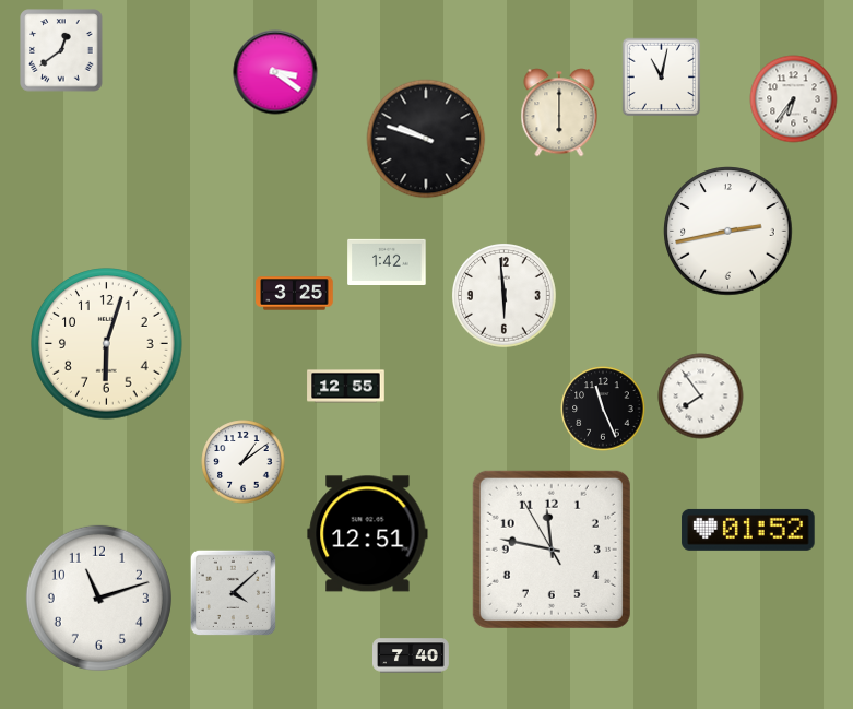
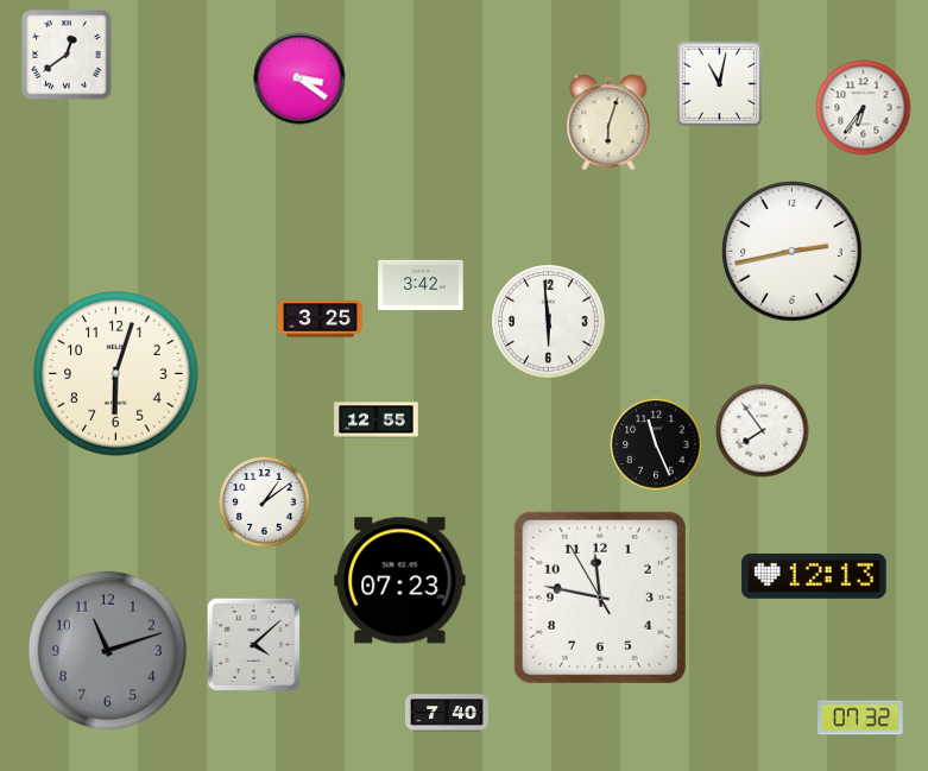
clock at (559, 113): 6:00 -> 6:03
clock at (426, 139): 9:48 -> none
clock at (387, 261): 1:42 -> 3:42
clock at (748, 530): 01:52 -> 12:13
clock at (368, 534): 12:51 -> 07:23
clock at (98, 598) dial: white -> grey
clock at (860, 718): none -> 07:32
